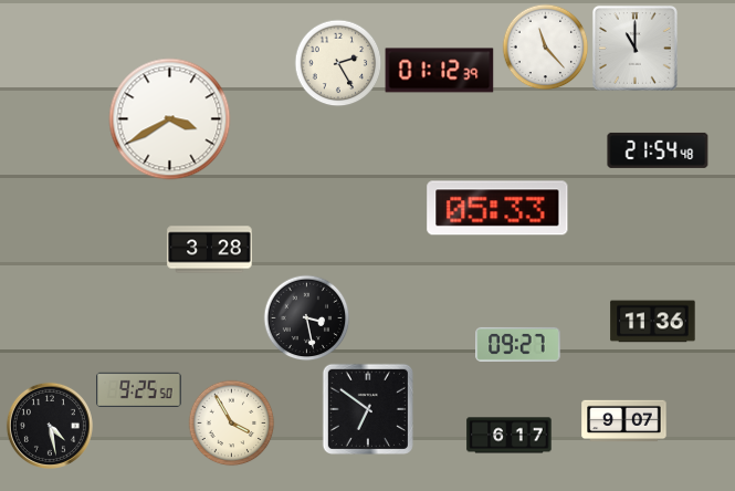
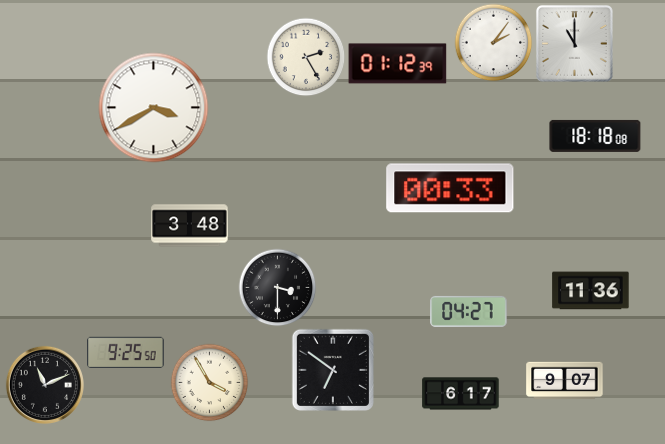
clock at (545, 46): 11:23 -> 2:06
clock at (658, 150): 21:54 -> 18:18
clock at (497, 208): 05:33 -> 00:33
clock at (210, 250): 3:28 -> 3:48
clock at (306, 317): 3:28 -> 3:30
clock at (518, 344): 09:27 -> 04:27
clock at (50, 426): 4:28 -> 11:11
